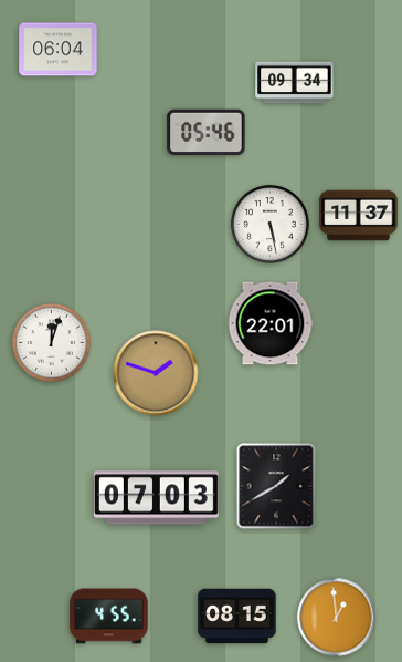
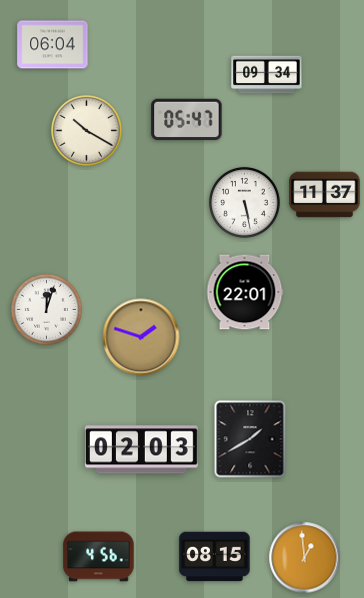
clock at (207, 133): 05:46 -> 05:47
clock at (86, 130): none -> 10:20
clock at (156, 498): 07:03 -> 02:03
clock at (109, 617): 4:55 -> 4:56
